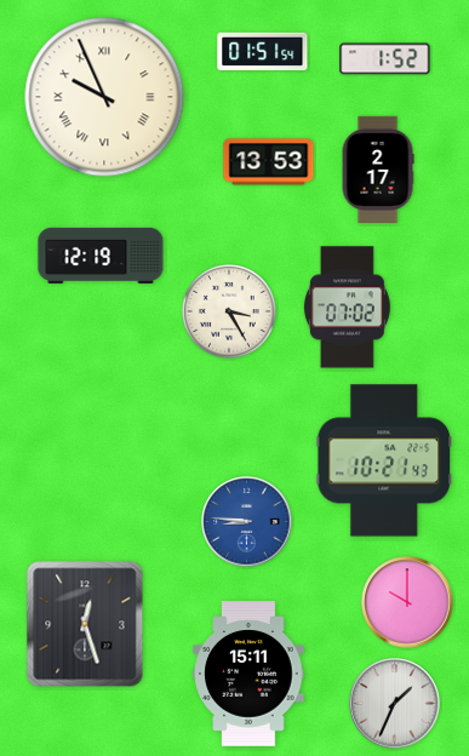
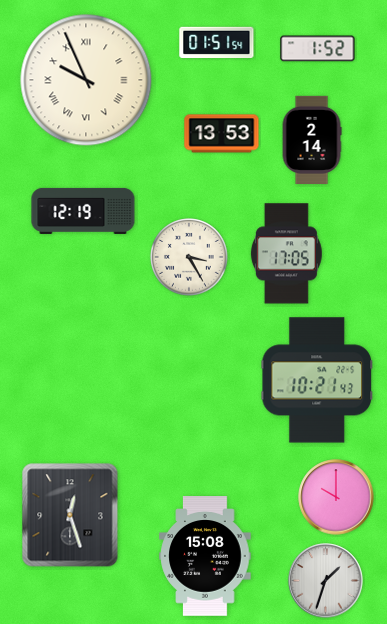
clock at (378, 168): 2:17 -> 2:14
clock at (347, 308): 07:02 -> 17:05
clock at (247, 522): 8:46 -> none
clock at (248, 674): 15:11 -> 15:08
clock at (395, 704): 1:34 -> 1:33
